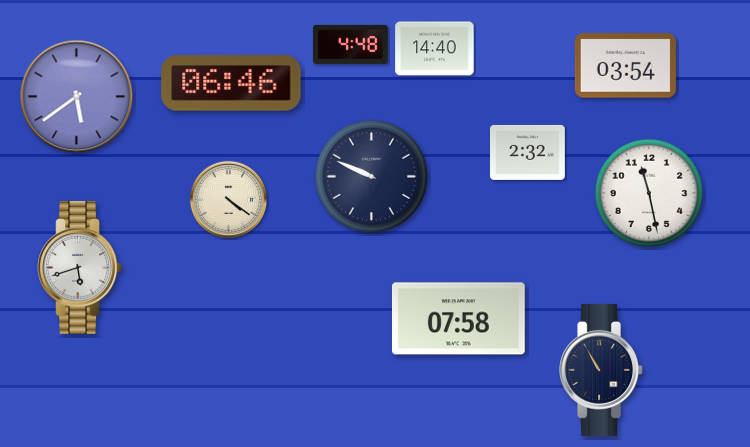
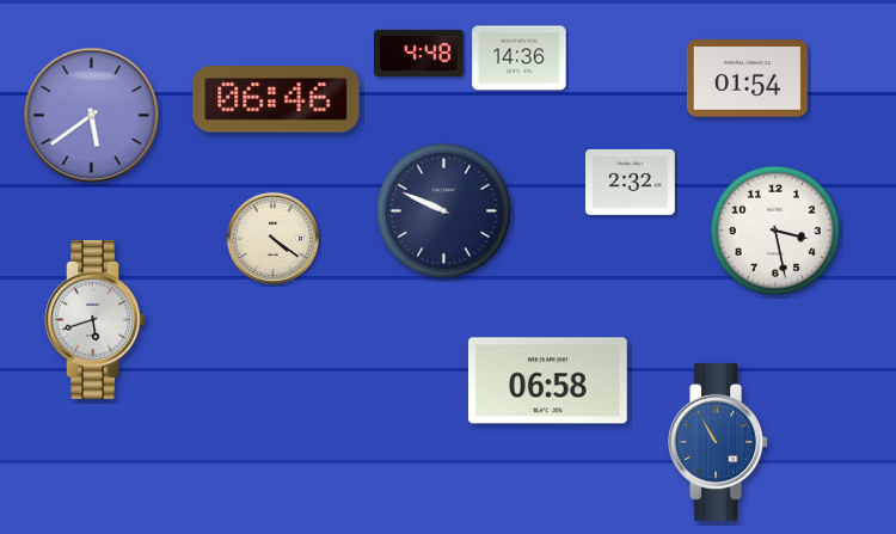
clock at (435, 49): 14:40 -> 14:36
clock at (625, 66): 03:54 -> 01:54
clock at (648, 192): 11:28 -> 3:28
clock at (458, 319): 07:58 -> 06:58
clock at (602, 370) dial: navy -> blue
